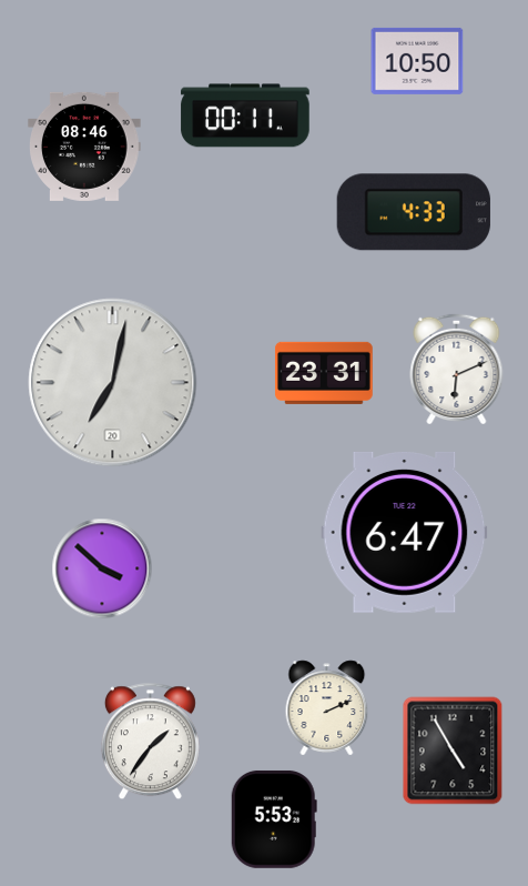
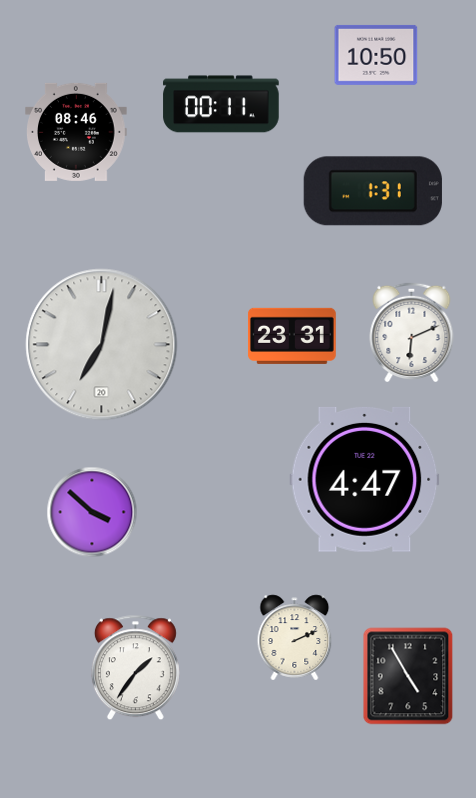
clock at (414, 212): 4:33 -> 1:31
clock at (405, 532): 6:47 -> 4:47
clock at (274, 819): 5:53 -> none
